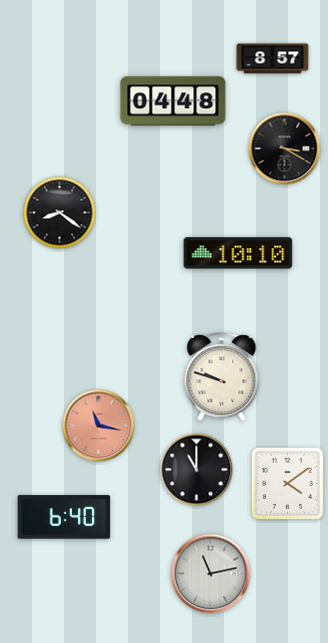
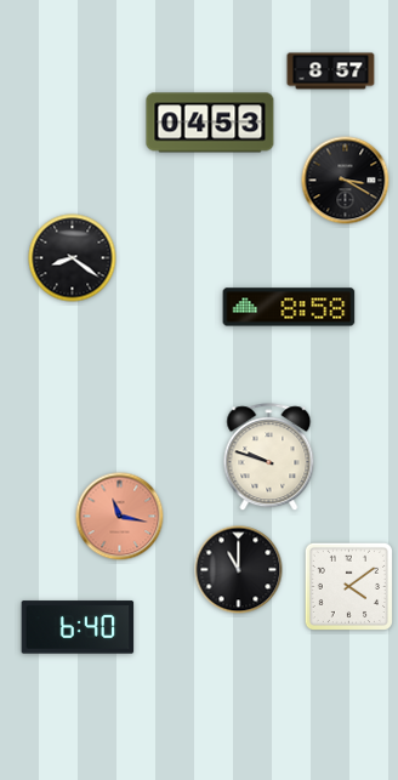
clock at (173, 101): 04:48 -> 04:53
clock at (238, 253): 10:10 -> 8:58
clock at (211, 574): 11:13 -> none
